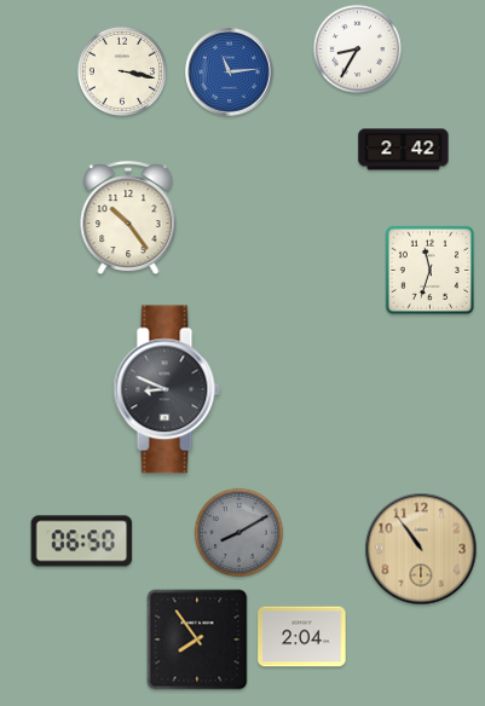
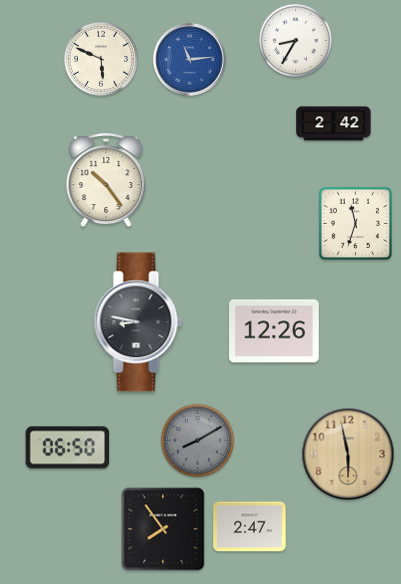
clock at (122, 71): 3:17 -> 5:49
clock at (167, 389): 8:49 -> 8:47
clock at (275, 331): none -> 12:26
clock at (421, 549): 10:54 -> 5:58
clock at (302, 637): 2:04 -> 2:47
